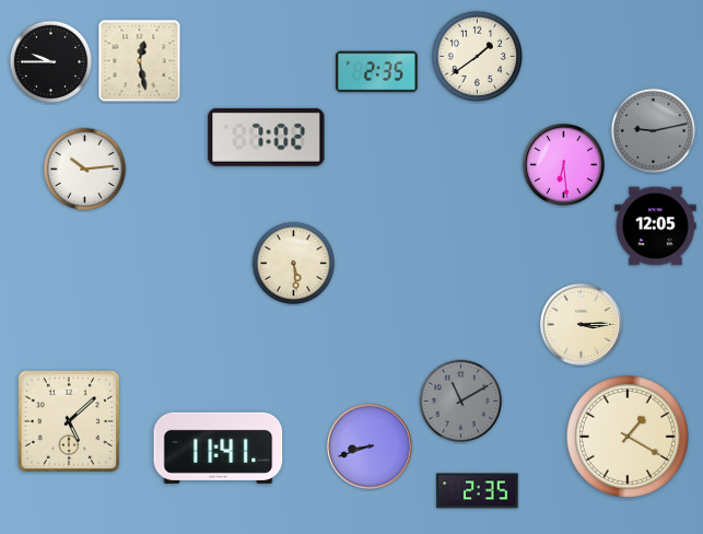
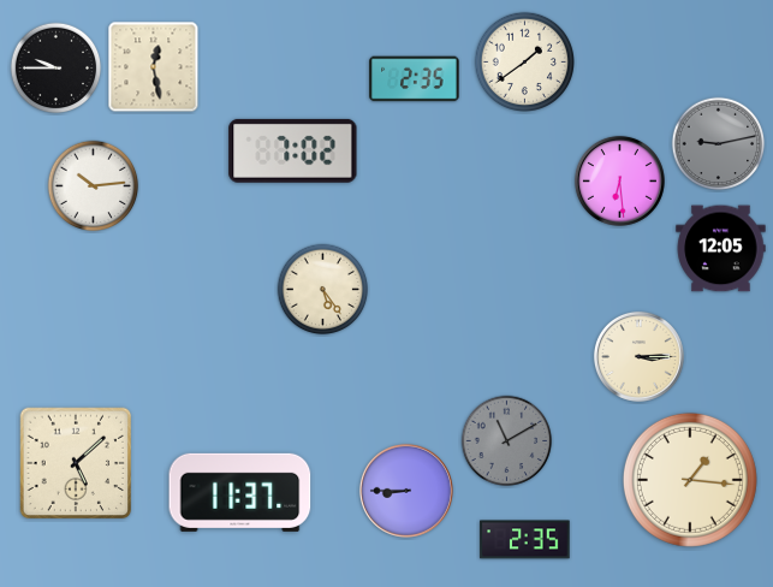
clock at (294, 264): 5:29 -> 5:24
clock at (628, 437): 1:20 -> 1:16
clock at (370, 446): 8:42 -> 8:45
clock at (219, 448): 11:41 -> 11:37
